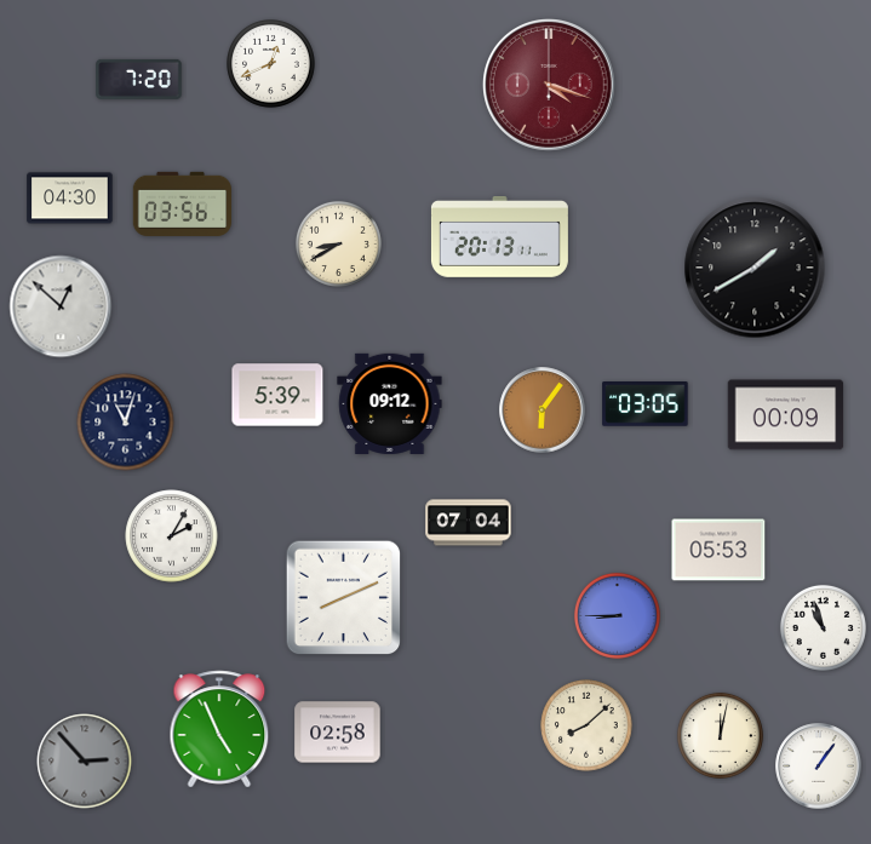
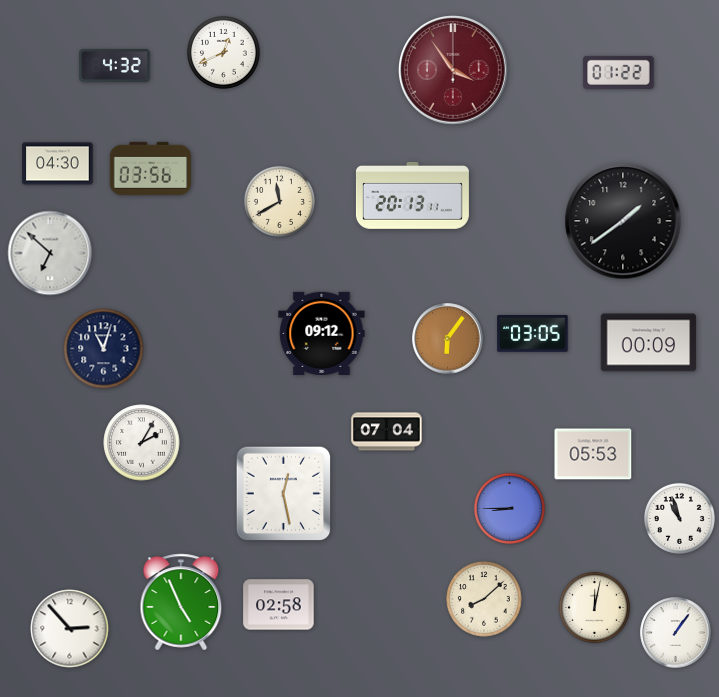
clock at (139, 79): 7:20 -> 4:32
clock at (550, 86): 4:18 -> 3:54
clock at (619, 72): none -> 01:22
clock at (338, 243): 8:40 -> 11:40
clock at (755, 268): 1:40 -> 1:39
clock at (61, 306): 12:52 -> 6:52
clock at (277, 395): 5:39 -> none
clock at (344, 598): 8:11 -> 12:28
clock at (85, 762) dial: grey -> white
